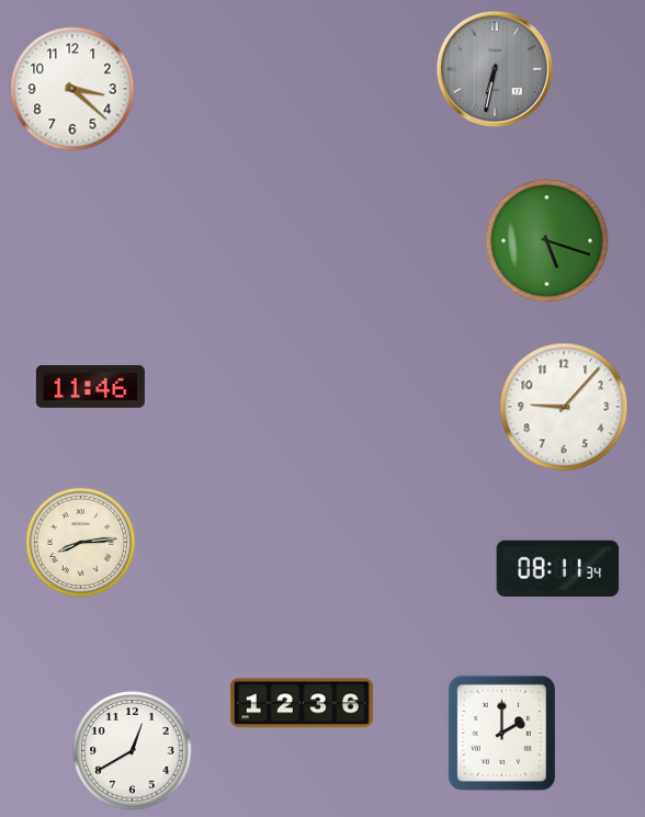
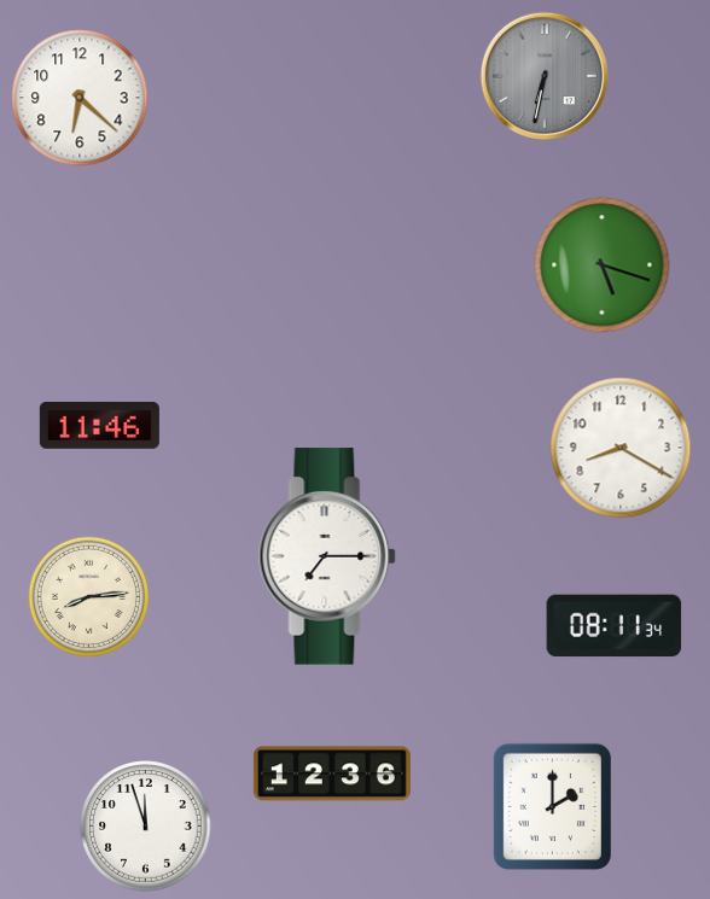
clock at (72, 89): 3:22 -> 6:22
clock at (564, 407): 9:07 -> 8:20
clock at (327, 556): none -> 7:15
clock at (133, 751): 12:40 -> 11:57
